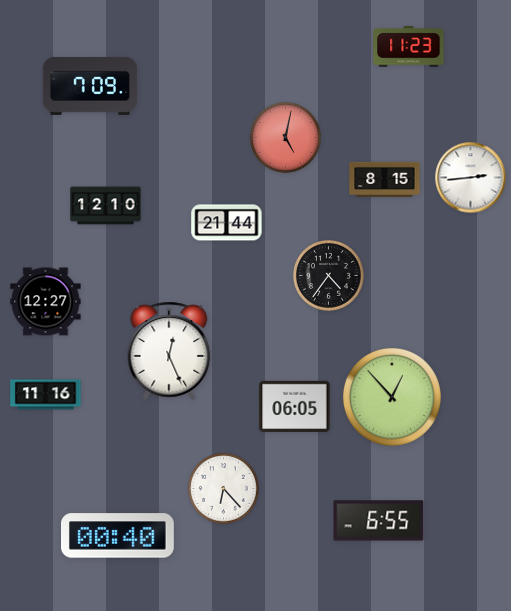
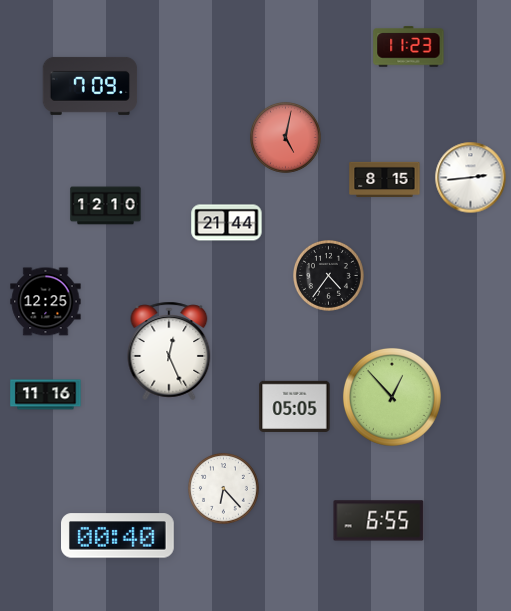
clock at (46, 302): 12:27 -> 12:25
clock at (295, 406): 06:05 -> 05:05
